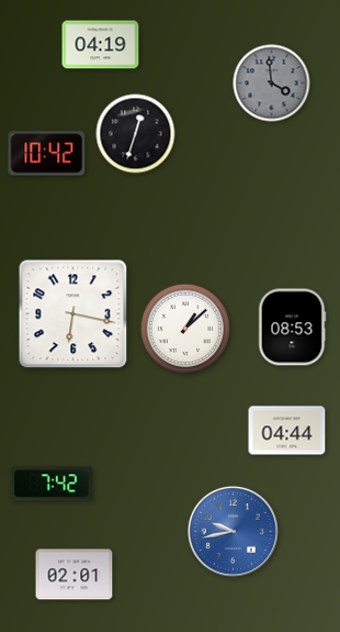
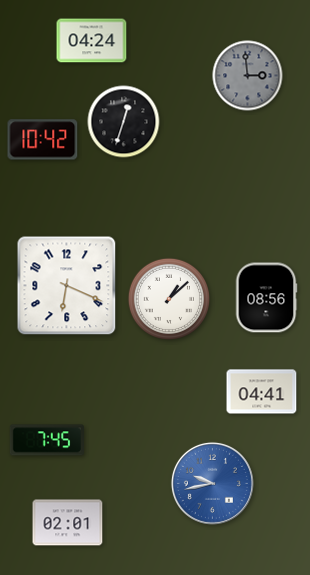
clock at (101, 45): 04:19 -> 04:24
clock at (272, 84): 3:59 -> 2:59
clock at (73, 314): 6:17 -> 6:19
clock at (292, 328): 08:53 -> 08:56
clock at (287, 431): 04:44 -> 04:41
clock at (52, 484): 7:42 -> 7:45
